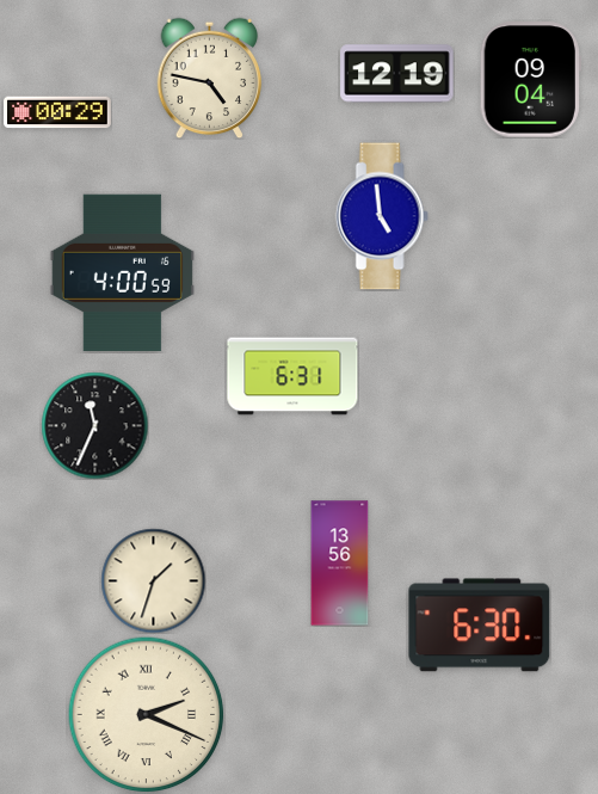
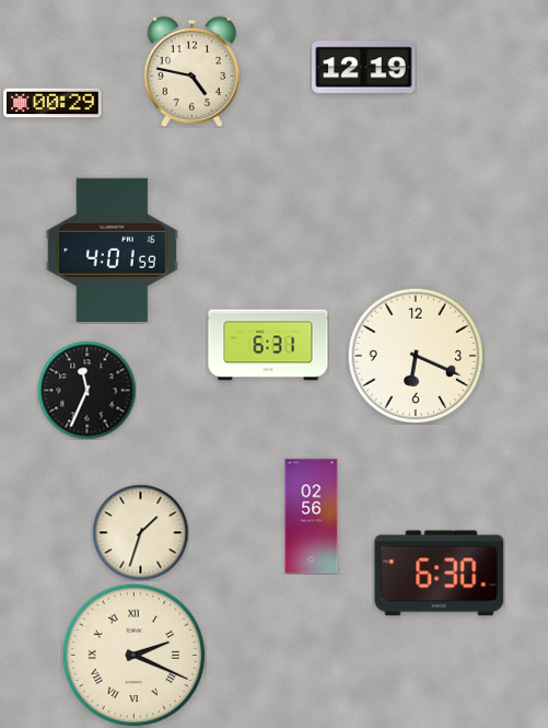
clock at (530, 80): 09:04 -> none
clock at (382, 216): 4:59 -> none
clock at (122, 273): 4:00 -> 4:01
clock at (415, 355): none -> 6:19
clock at (340, 564): 13:56 -> 02:56
